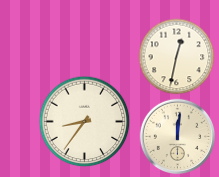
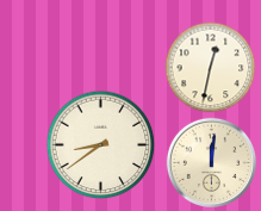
clock at (85, 122): 8:36 -> 8:39
